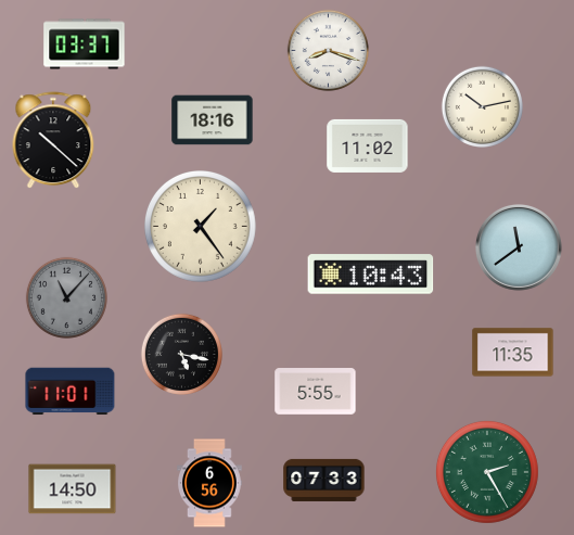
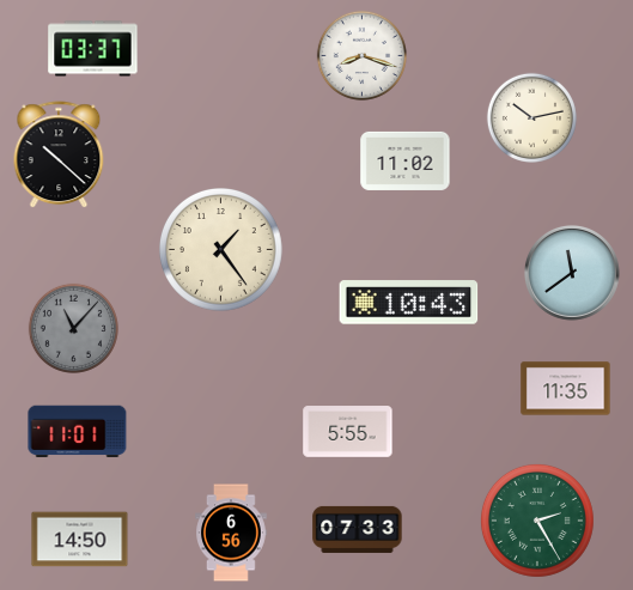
clock at (213, 120): 18:16 -> none
clock at (181, 354): 5:17 -> none
